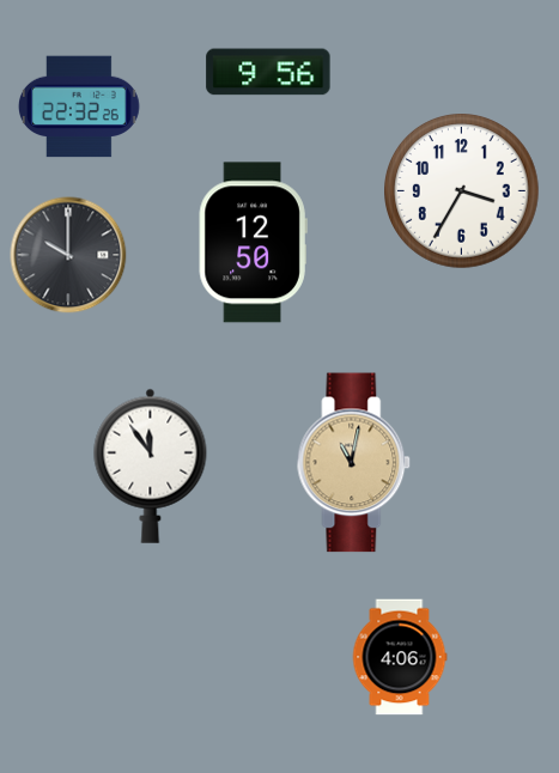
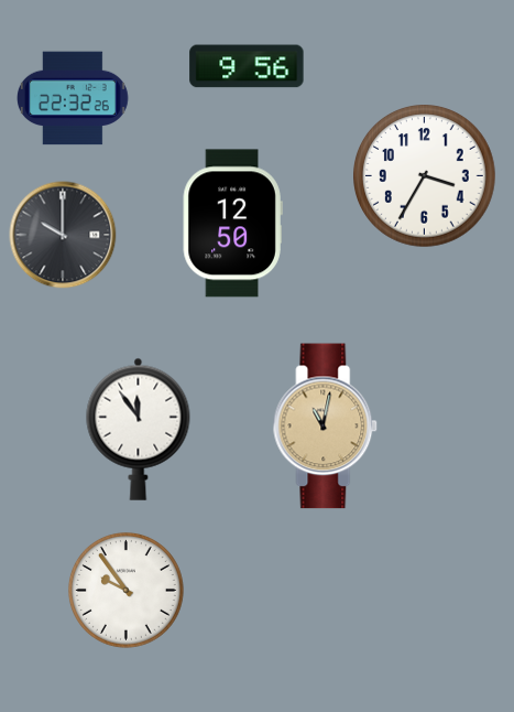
clock at (125, 590): none -> 9:54
clock at (400, 657): 4:06 -> none
